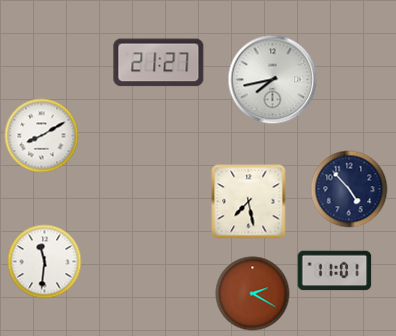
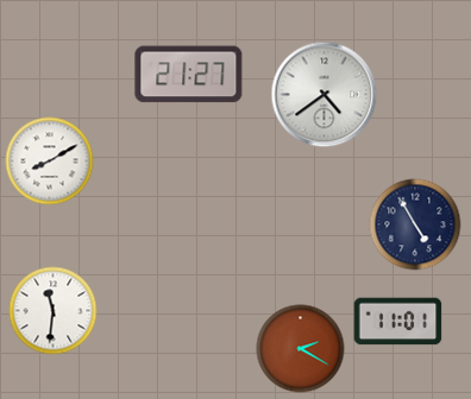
clock at (273, 80): 7:43 -> 4:39
clock at (349, 189): 4:53 -> 4:55
clock at (249, 202): 7:28 -> none
